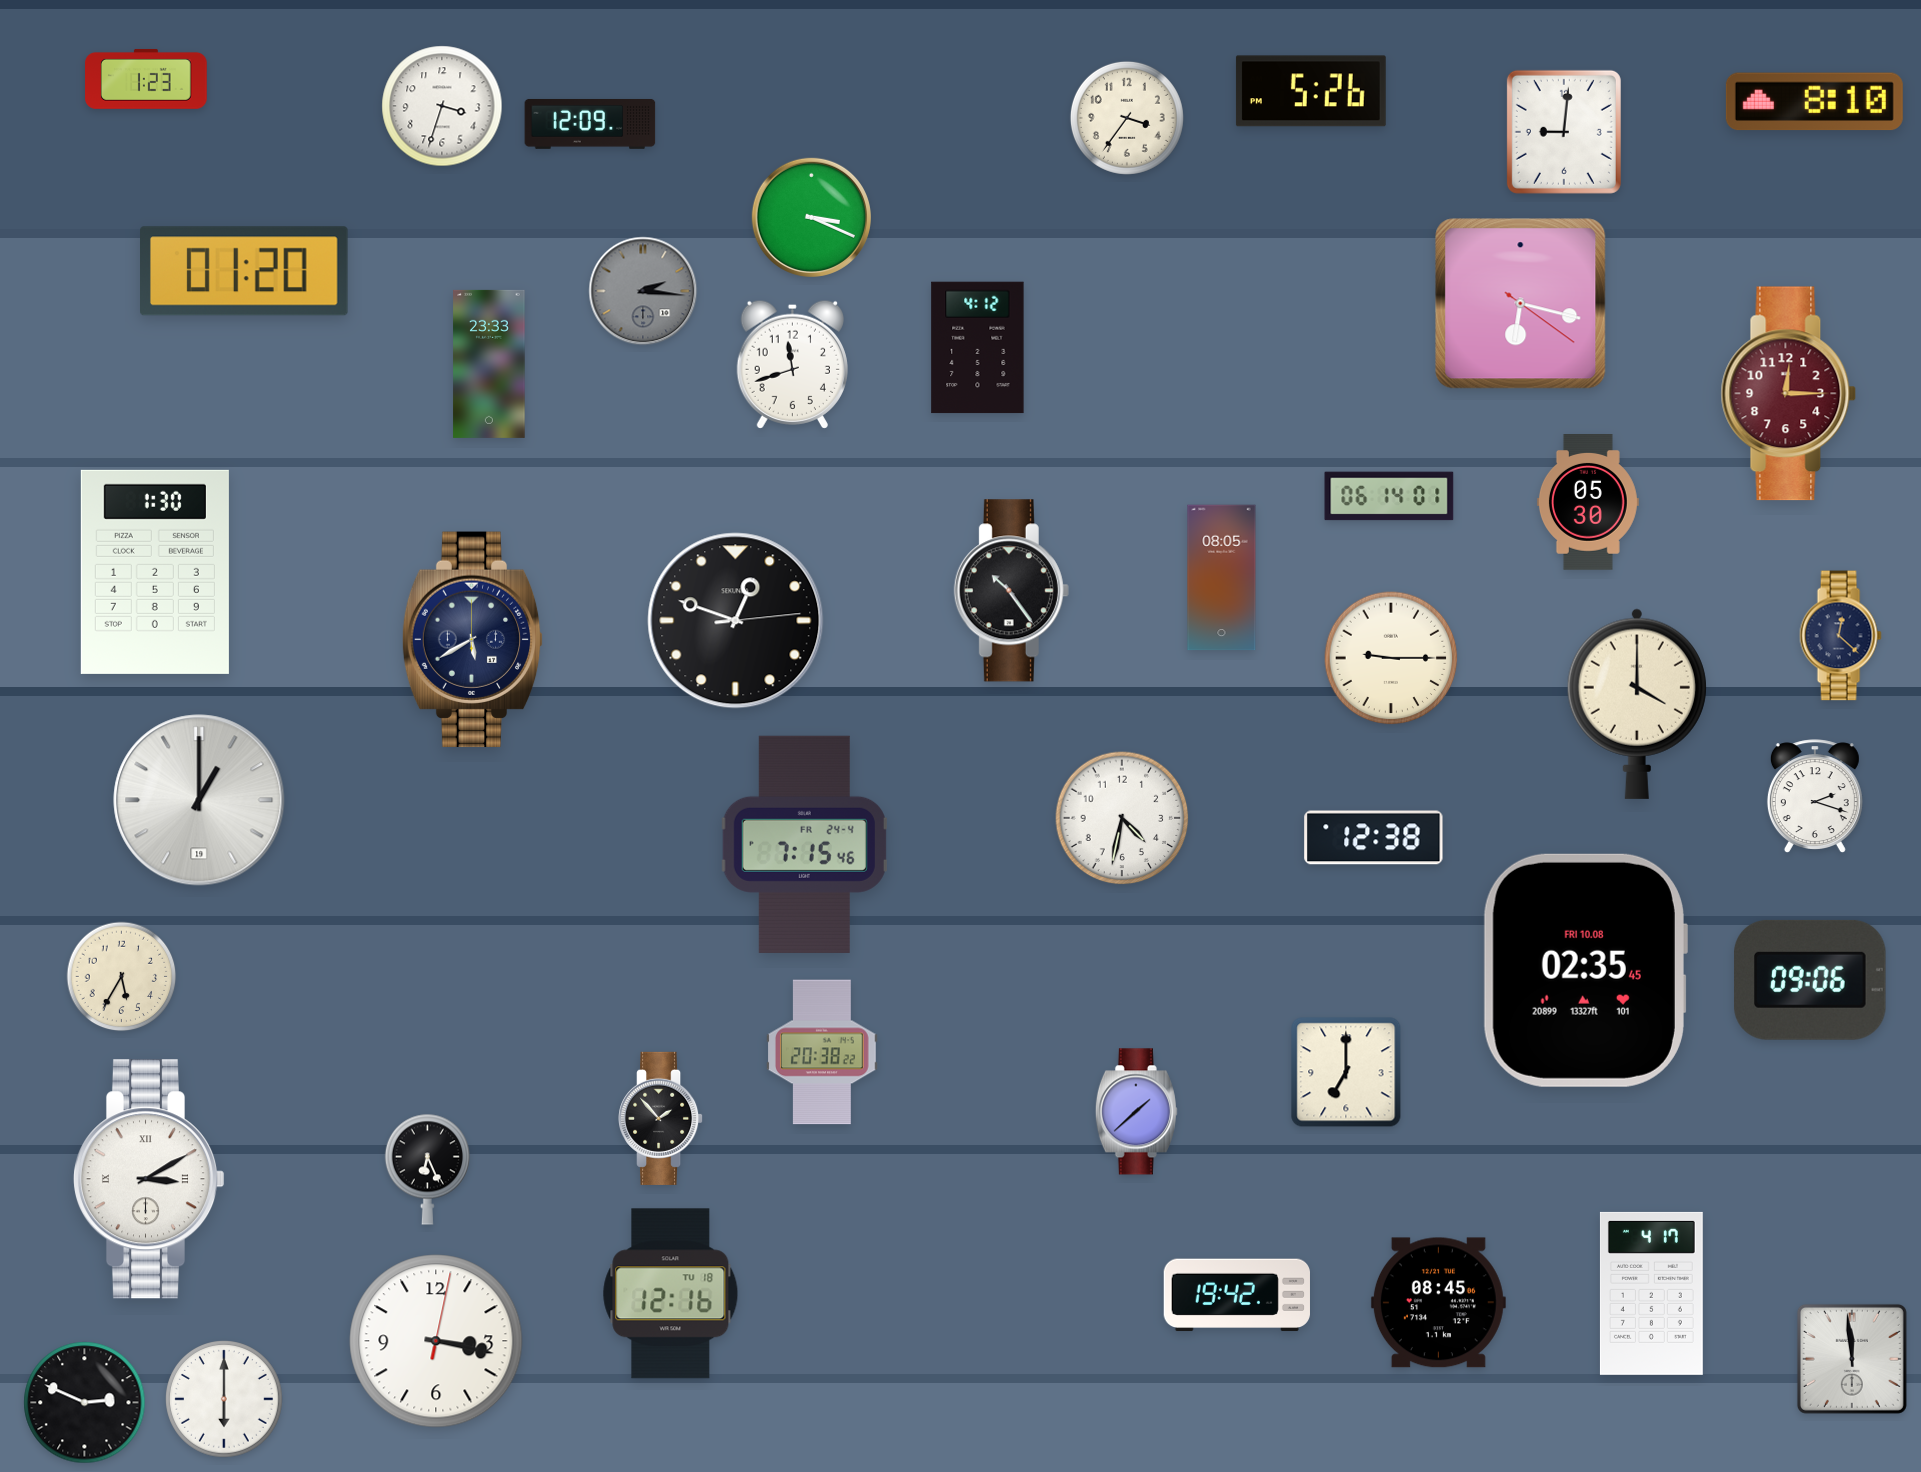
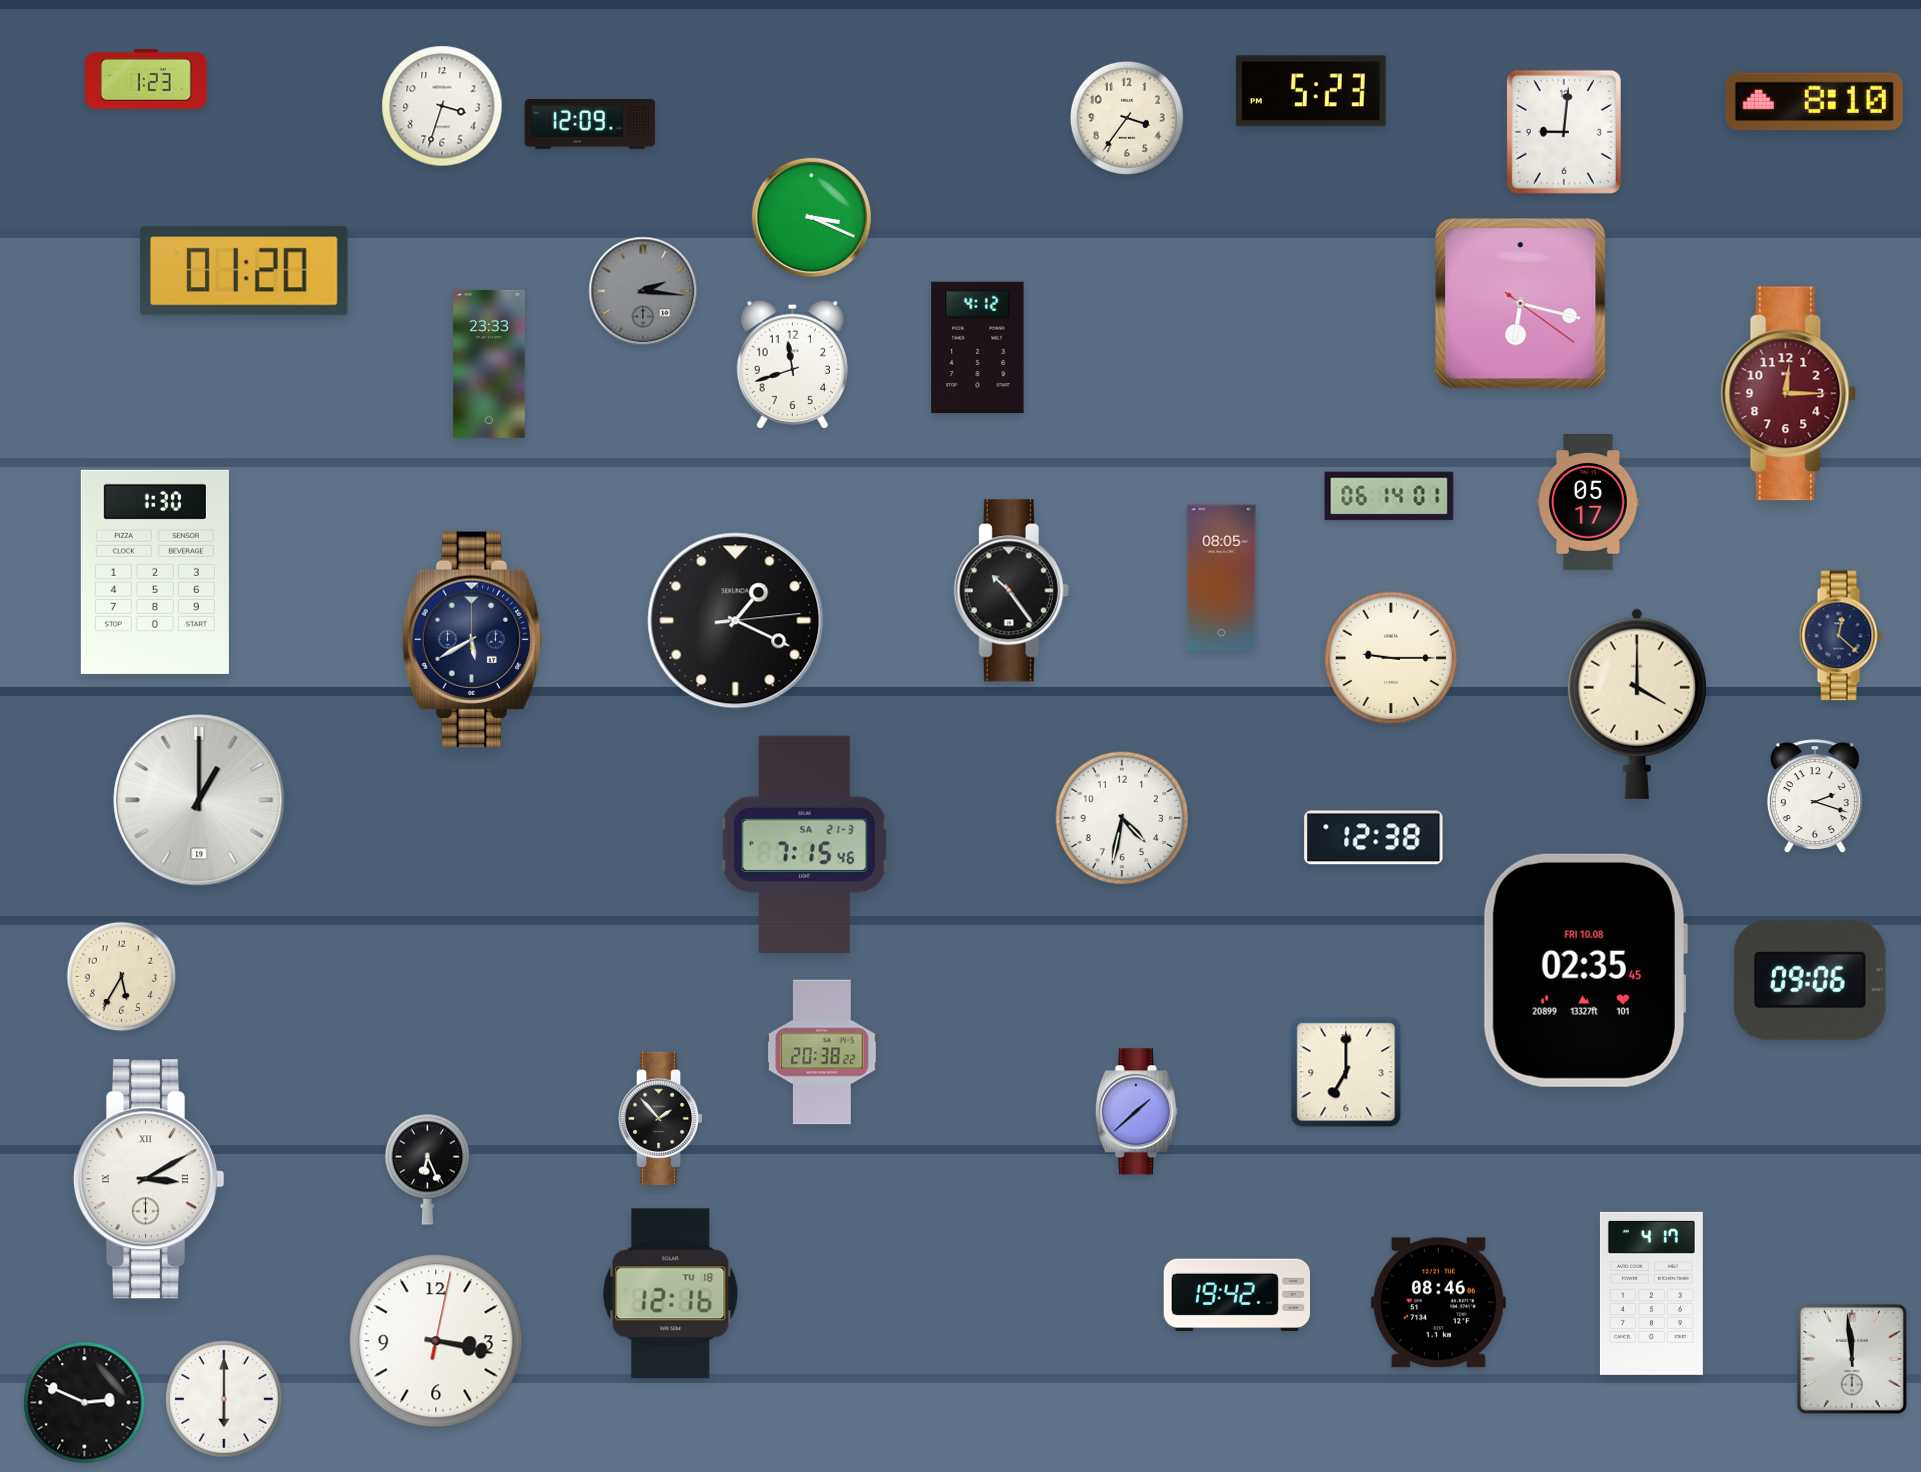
clock at (1311, 91): 5:26 -> 5:23
clock at (1588, 503): 05:30 -> 05:17
clock at (736, 621): 12:48 -> 1:19
clock at (804, 844) date: FR 24-4 -> SA 21-3
clock at (1438, 1303): 08:45 -> 08:46
